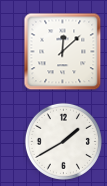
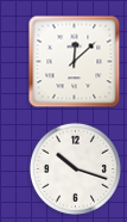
clock at (63, 141): 1:40 -> 10:18
